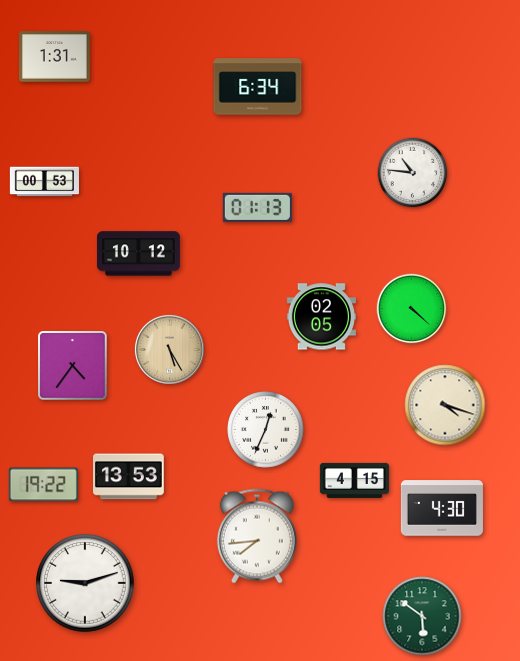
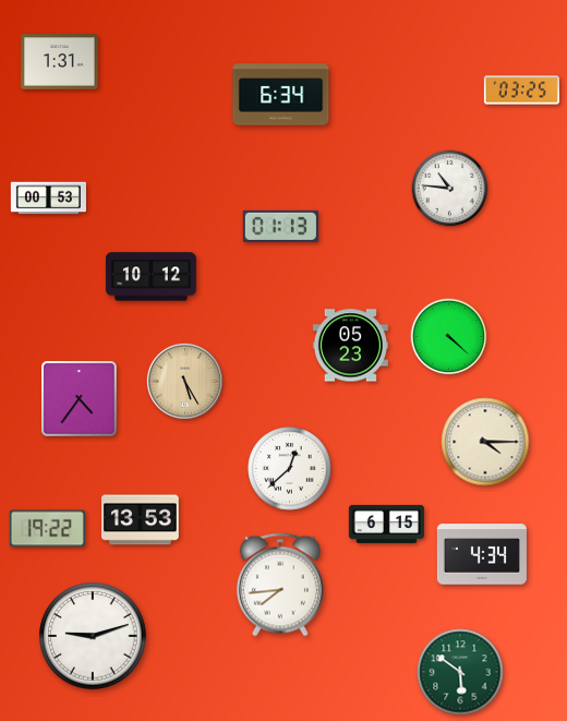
clock at (521, 91): none -> 03:25
clock at (321, 317): 02:05 -> 05:23
clock at (445, 405): 4:18 -> 4:15
clock at (266, 430): 12:34 -> 12:38
clock at (354, 480): 4:15 -> 6:15
clock at (442, 508): 4:30 -> 4:34
